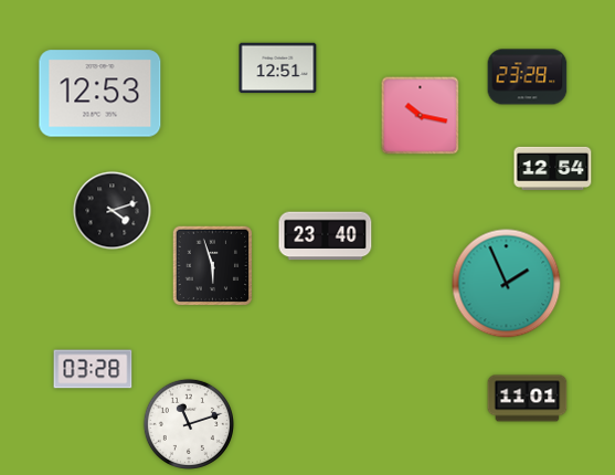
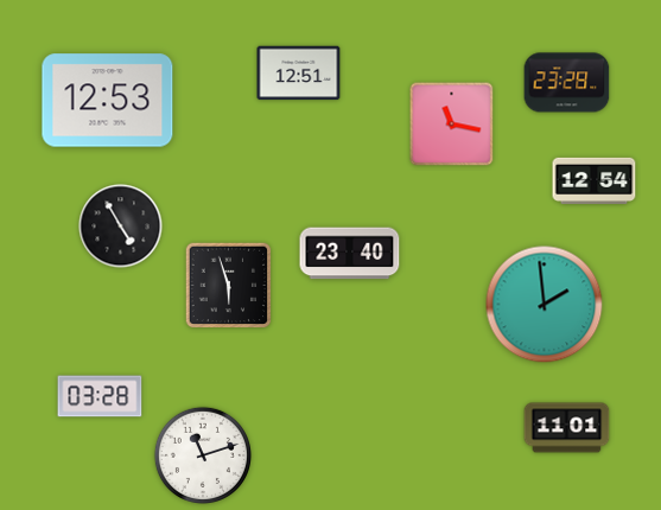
clock at (421, 116): 10:17 -> 11:17
clock at (113, 211): 4:12 -> 4:55
clock at (507, 284): 1:56 -> 1:59
